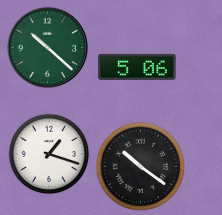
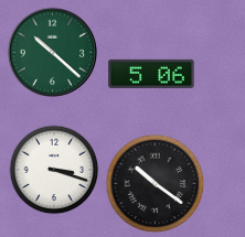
clock at (49, 154): 1:18 -> 3:18
